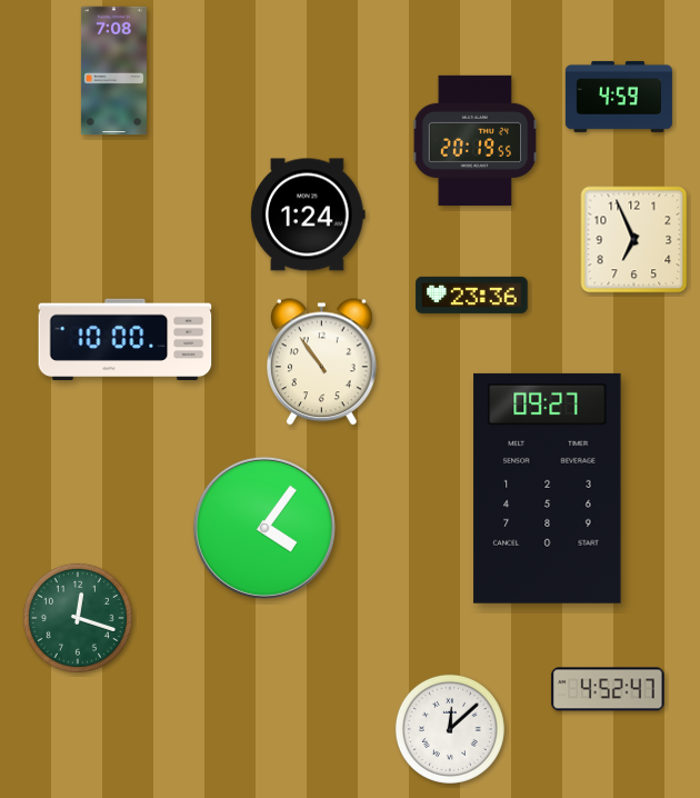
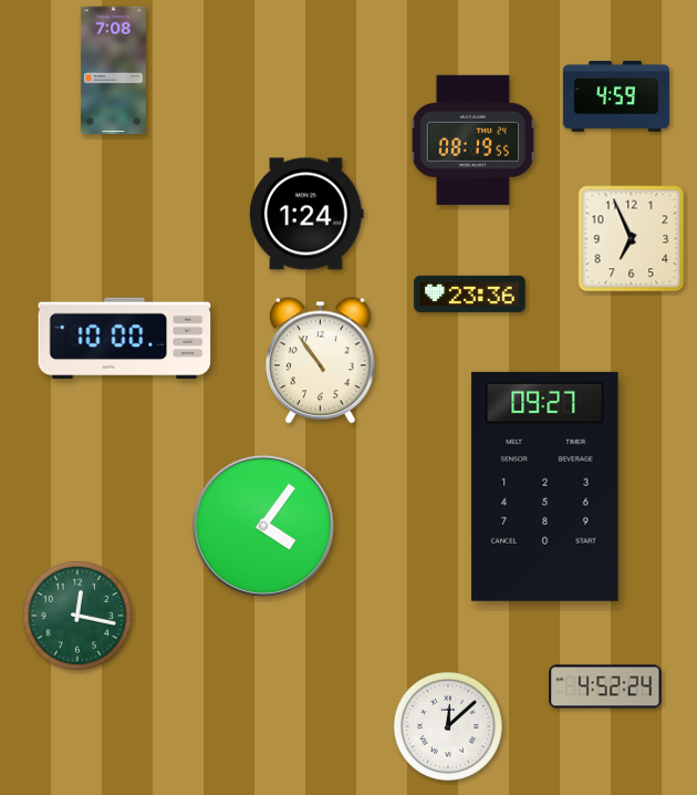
clock at (476, 140): 20:19 -> 08:19
clock at (78, 618): 12:18 -> 12:17
clock at (608, 689): 4:52:47 -> 4:52:24
